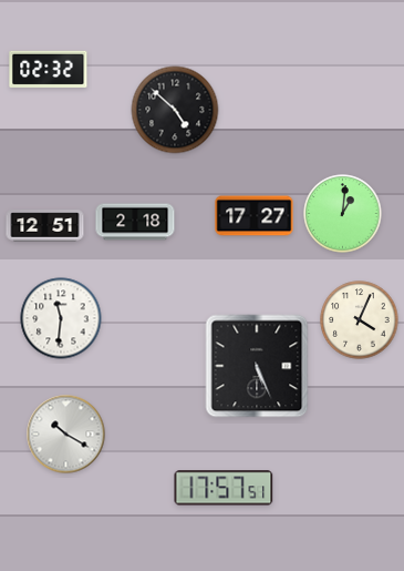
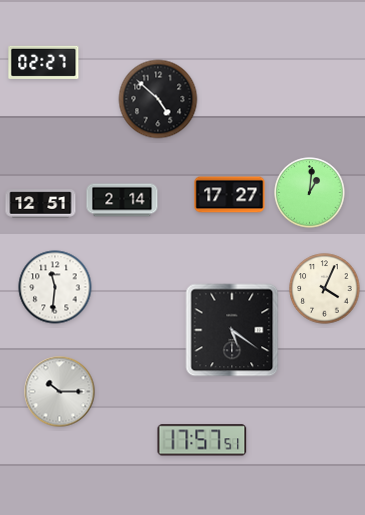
clock at (49, 69): 02:32 -> 02:27
clock at (135, 222): 2:18 -> 2:14
clock at (257, 366): 5:26 -> 5:21
clock at (66, 435): 10:20 -> 10:15
